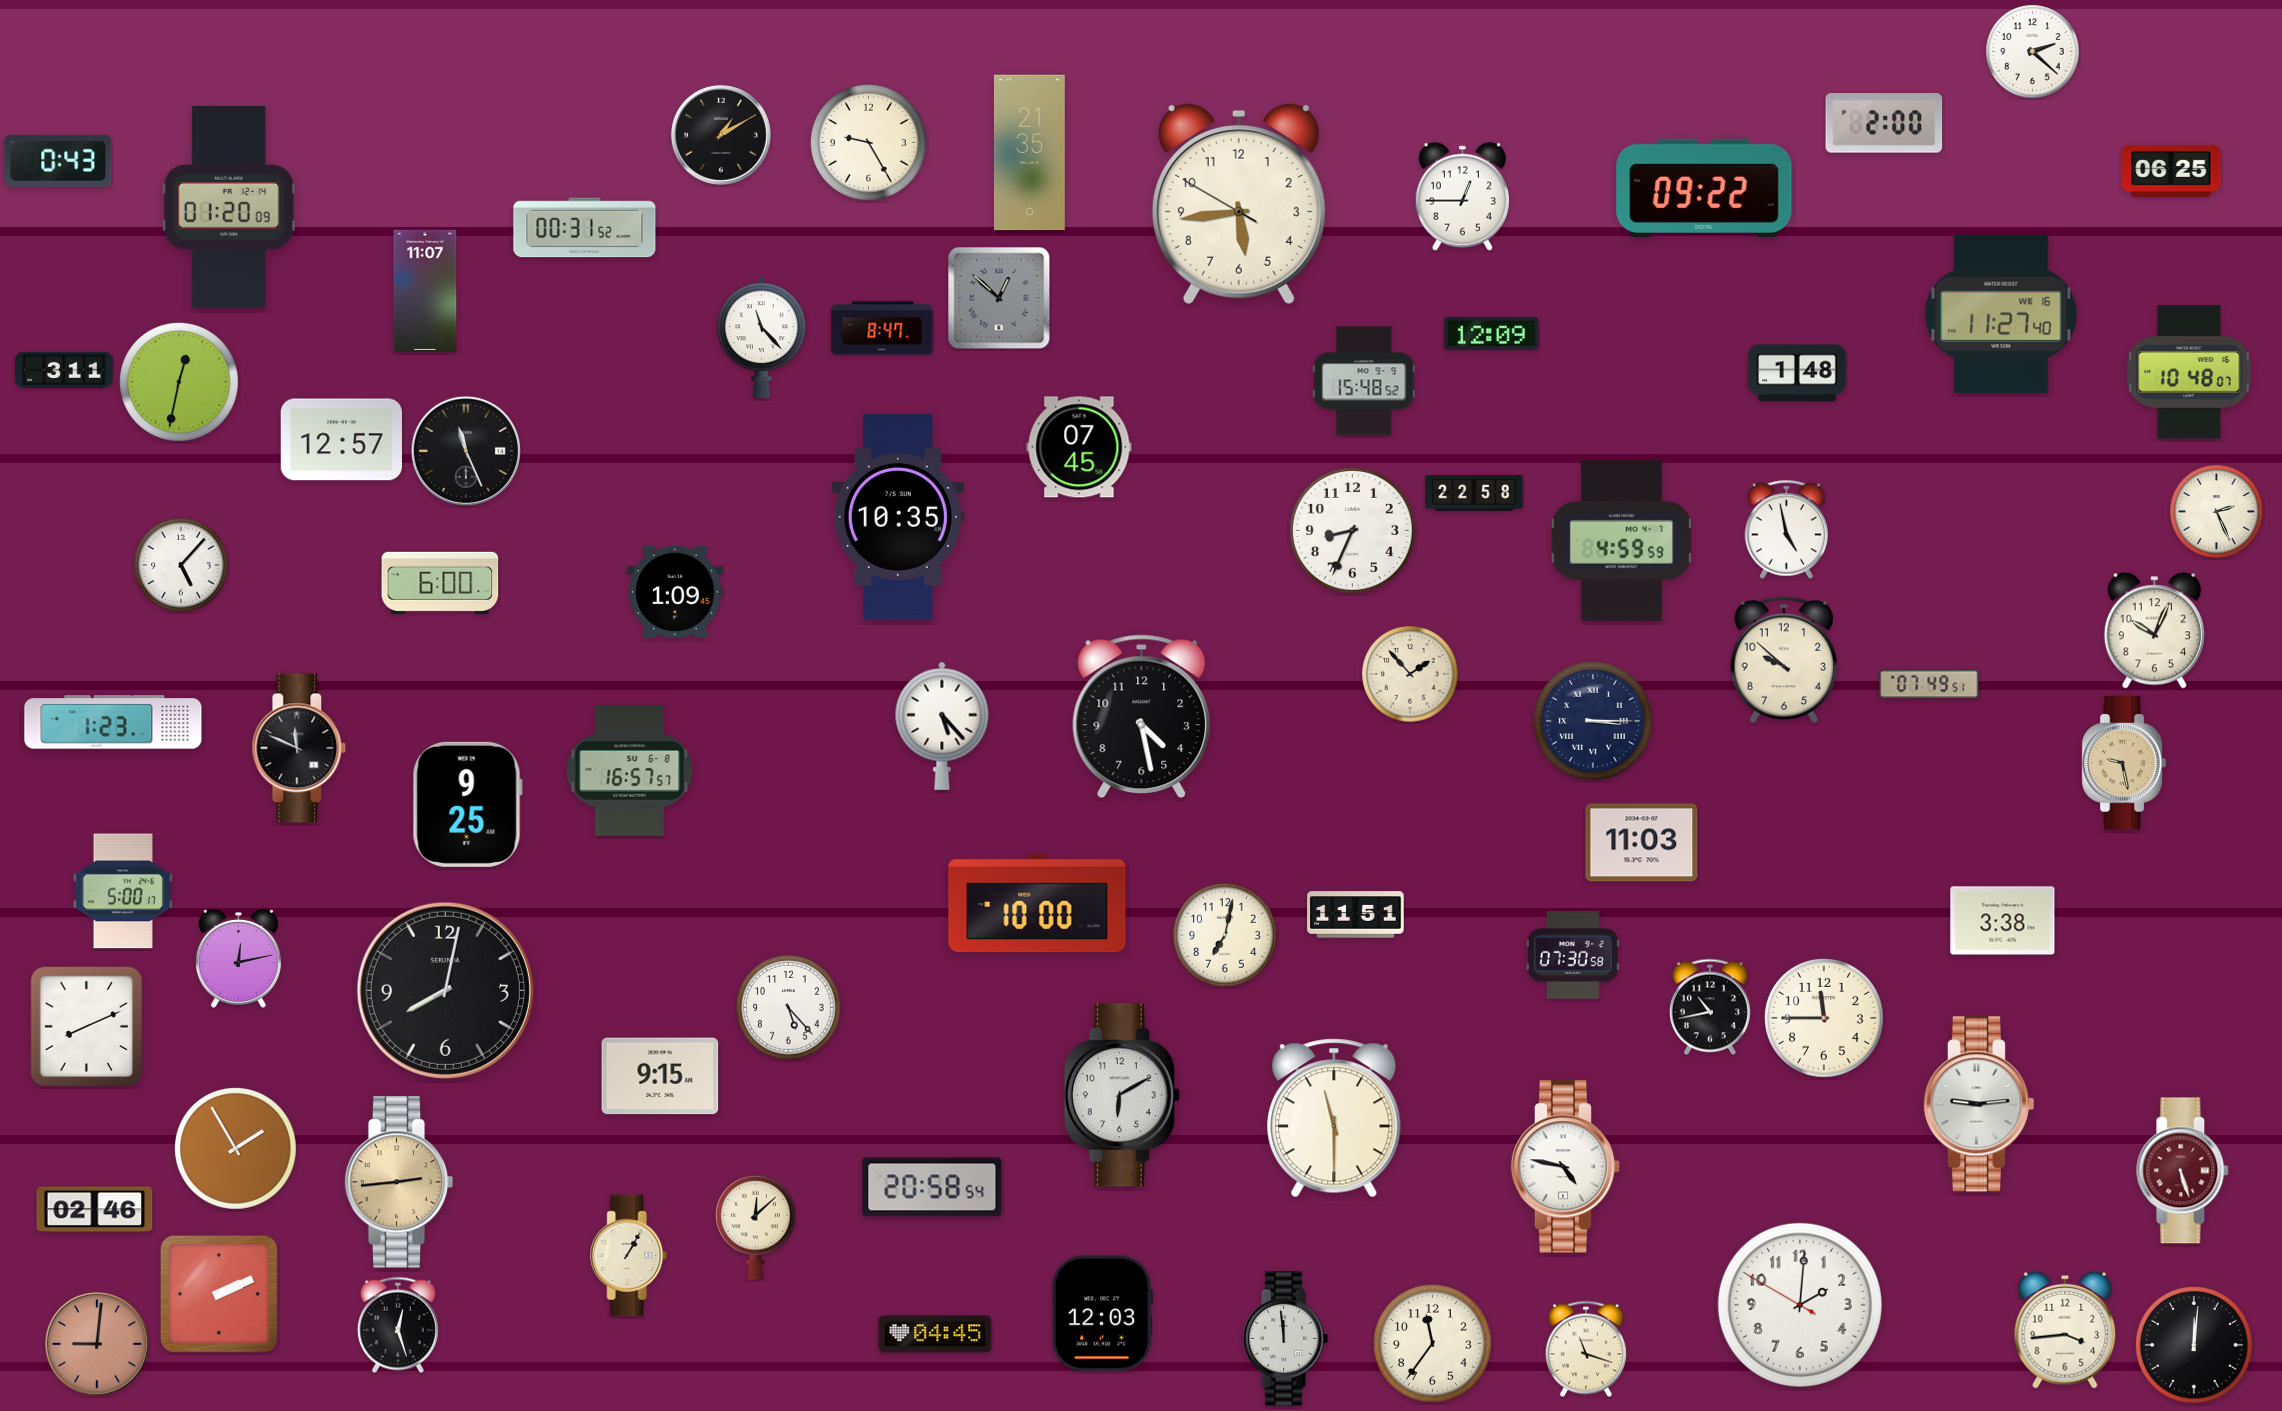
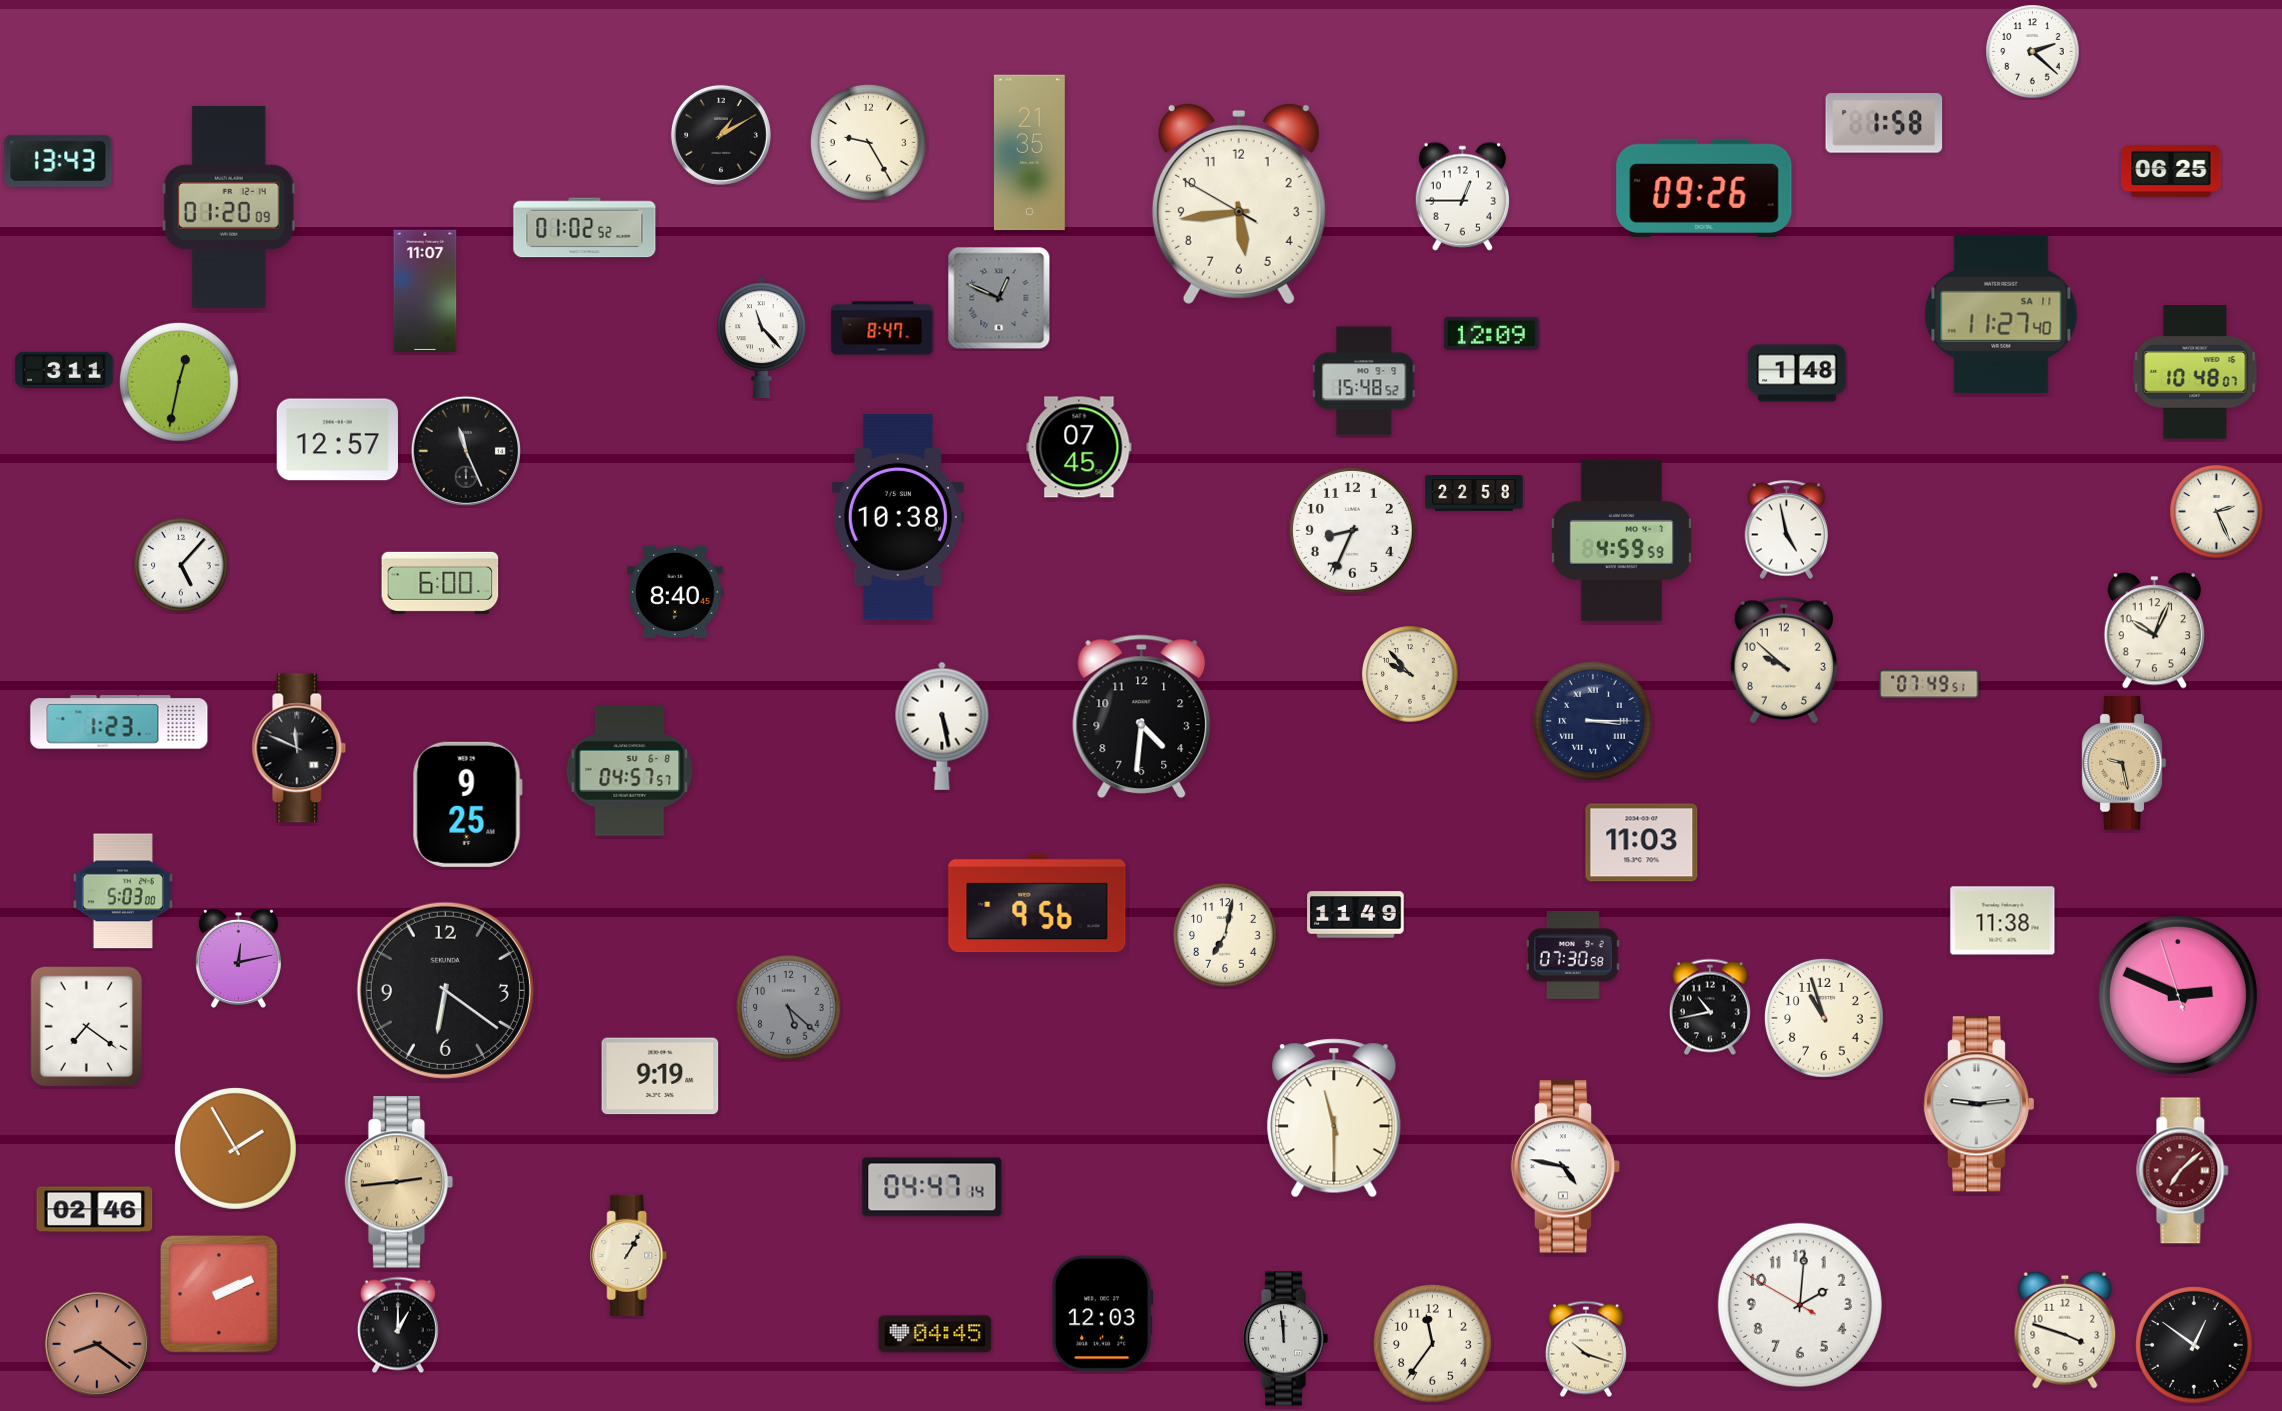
clock at (1884, 124): 2:00 -> 1:58
clock at (58, 161): 0:43 -> 13:43
clock at (1704, 188): 09:22 -> 09:26
clock at (585, 228): 00:31 -> 01:02
clock at (999, 298): 12:52 -> 12:49
clock at (2001, 314) date: WE 16 -> SA 11
clock at (2189, 372) position: (2189, 372) -> (2195, 372)
clock at (341, 440) position: (341, 440) -> (337, 440)
clock at (898, 517): 10:35 -> 10:38
clock at (675, 592): 1:09 -> 8:40
clock at (1410, 674): 1:53 -> 9:53
clock at (1142, 717): 4:28 -> 4:31
clock at (113, 722) position: (113, 722) -> (119, 722)
clock at (942, 726): 5:23 -> 5:28
clock at (630, 771): 16:57 -> 04:57
clock at (123, 891): 5:00 -> 5:03
clock at (1037, 903): 10:00 -> 9:56
clock at (1356, 915): 11:51 -> 11:49
clock at (2003, 921): 3:38 -> 11:38
clock at (445, 990): 8:02 -> 6:21
clock at (2178, 995): none -> 2:48
clock at (789, 1008): 5:23 -> 5:22
clock at (789, 1008) dial: white -> grey
clock at (1825, 1019): 11:45 -> 10:57
clock at (87, 1027): 8:11 -> 7:21
clock at (660, 1076): 9:15 -> 9:19
clock at (1122, 1095): 6:10 -> none
clock at (2183, 1171): 5:27 -> 7:08
clock at (932, 1187): 20:58 -> 04:47
clock at (756, 1227): 12:08 -> none
clock at (398, 1325): 12:27 -> 1:00
clock at (2065, 1330): 3:44 -> 3:48
clock at (97, 1344): 9:01 -> 8:21
clock at (2195, 1346): 12:01 -> 12:51
clock at (1586, 1349): 11:18 -> 10:18
